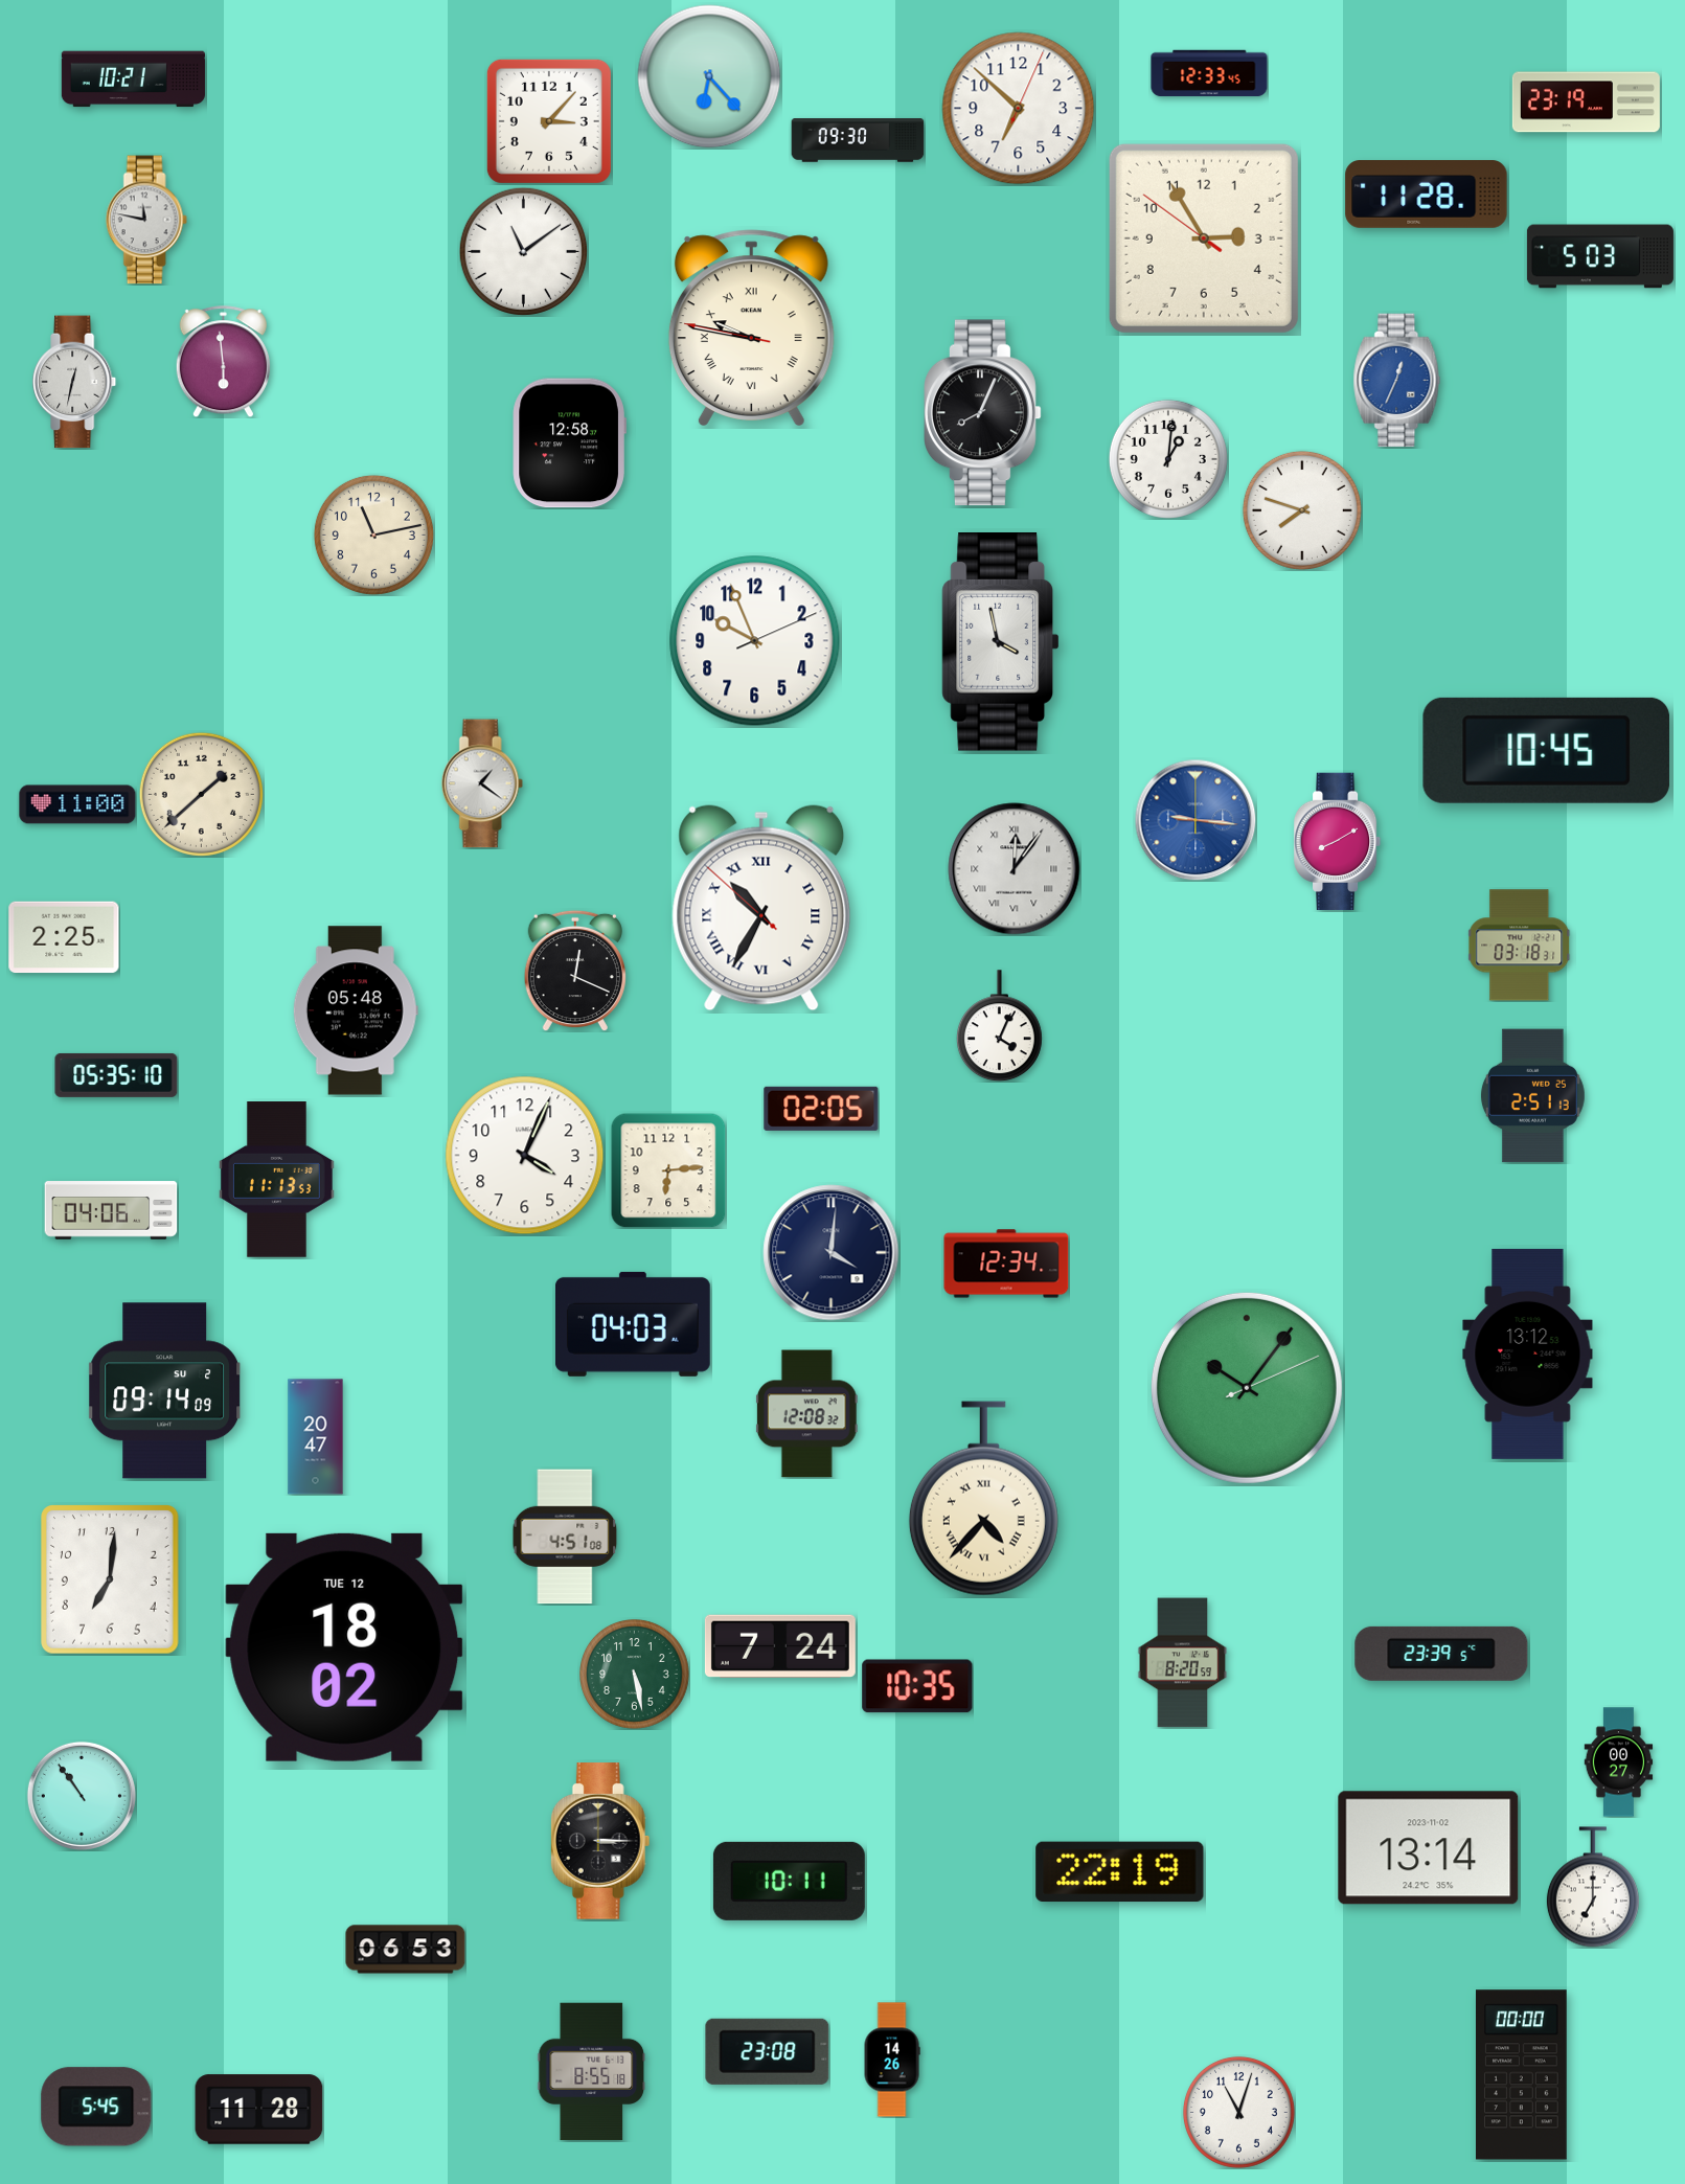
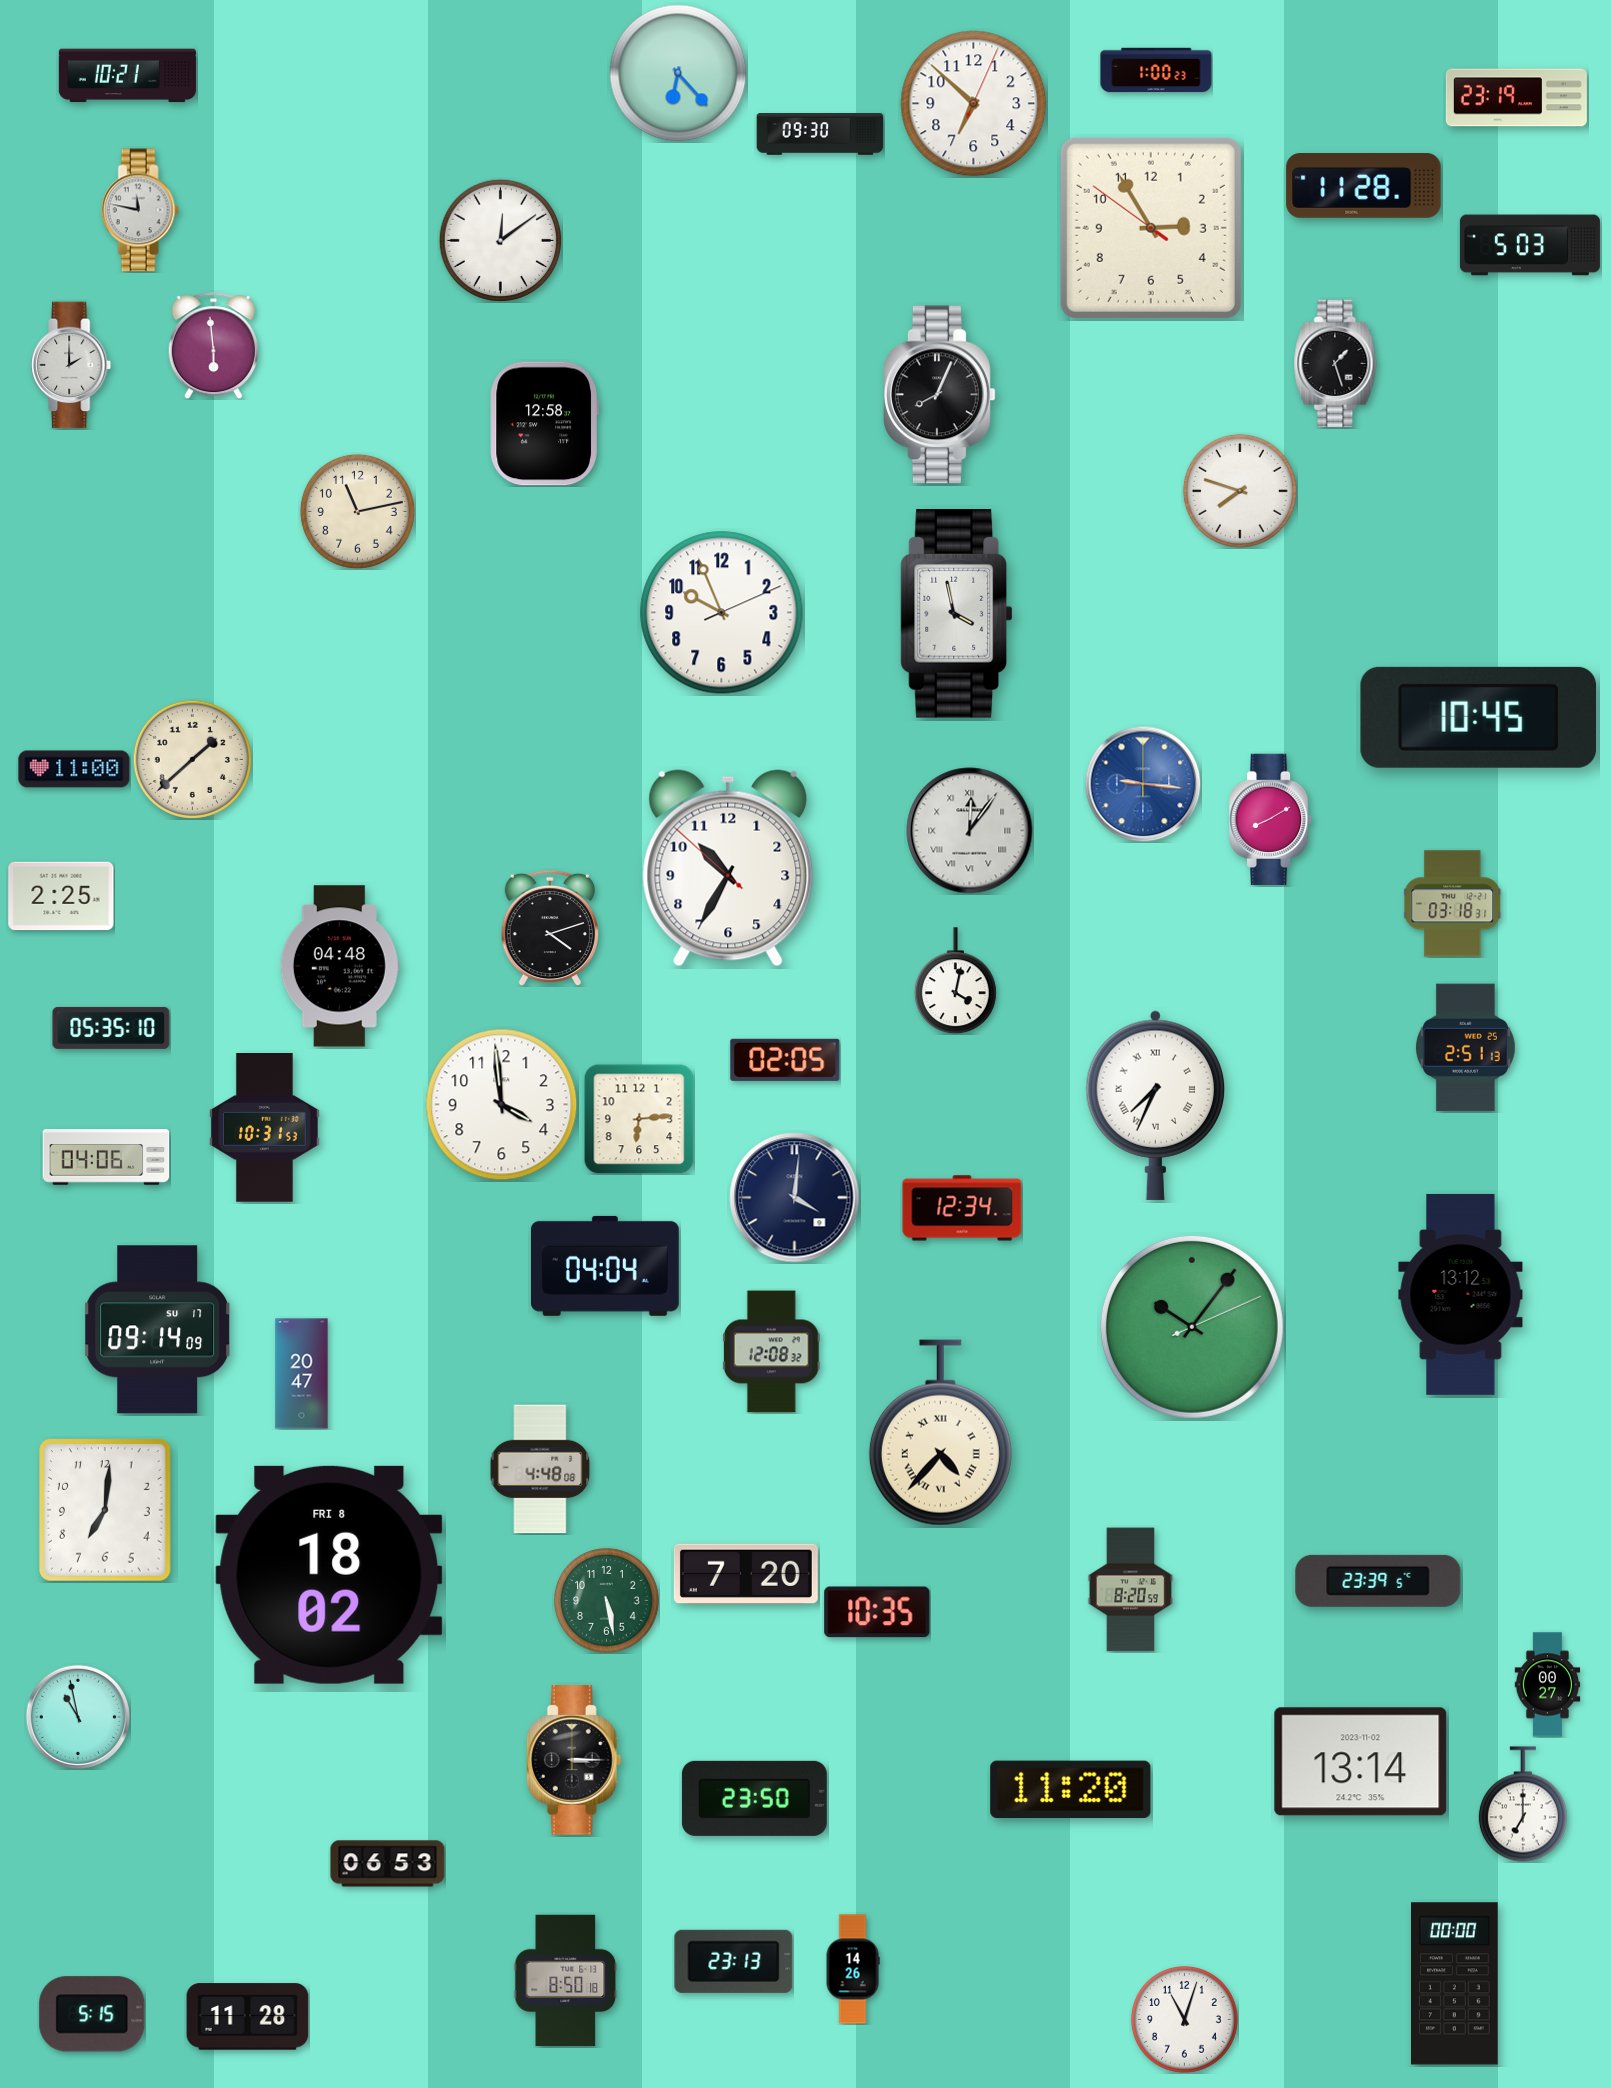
clock at (1209, 73): 12:33 -> 1:00
clock at (549, 121): 3:07 -> none
clock at (523, 251): 11:09 -> 12:09
clock at (751, 327): 9:46 -> none
clock at (1397, 381): 12:34 -> 1:27
clock at (1397, 381) dial: blue -> black
clock at (75, 382): 12:32 -> 2:00
clock at (1168, 459): 1:01 -> none
clock at (1302, 510) position: (1302, 510) -> (1240, 491)
clock at (482, 783): 1:21 -> none
clock at (1338, 842) position: (1338, 842) -> (1271, 820)
clock at (761, 908) numerals: Roman -> Arabic
clock at (575, 971): 12:19 -> 4:12
clock at (356, 1010): 05:48 -> 04:48
clock at (999, 1026): 4:04 -> 4:02
clock at (525, 1156): 4:04 -> 3:59
clock at (1155, 1105): none -> 7:34
clock at (276, 1180): 11:13 -> 10:31
clock at (633, 1324): 04:03 -> 04:04
clock at (165, 1391) date: SU 2 -> SU 17
clock at (565, 1537): 4:51 -> 4:48
clock at (780, 1645): 7:24 -> 7:20
clock at (344, 1647) date: TUE 12 -> FRI 8
clock at (82, 1796): 10:54 -> 10:58
clock at (1429, 1848) position: (1429, 1848) -> (1361, 1762)
clock at (1120, 1872): 22:19 -> 11:20
clock at (789, 1881): 10:11 -> 23:50
clock at (768, 2051): 23:08 -> 23:13
clock at (592, 2072): 8:55 -> 8:50
clock at (96, 2107): 5:45 -> 5:15
